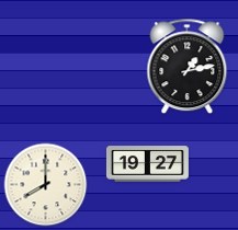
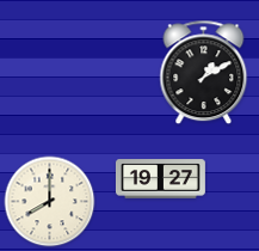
clock at (188, 67): 1:13 -> 1:10
